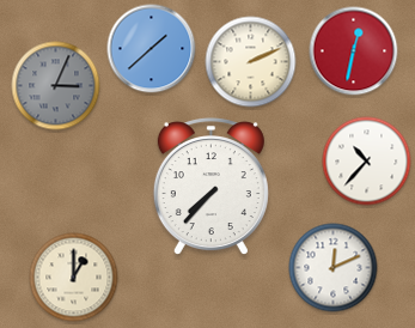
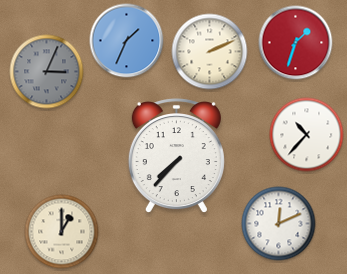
clock at (152, 49): 1:38 -> 1:34
clock at (354, 51): 12:32 -> 1:33
